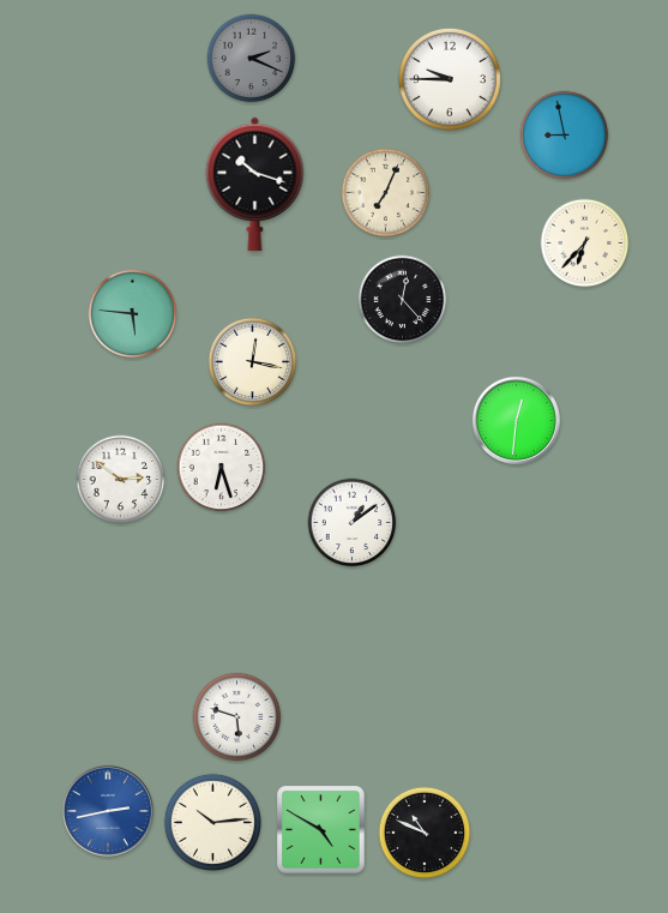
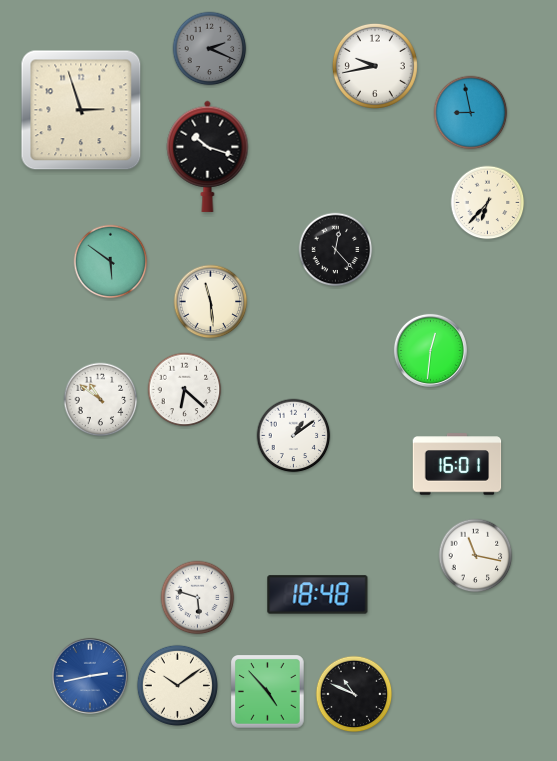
clock at (450, 79): 9:45 -> 9:43
clock at (81, 110): none -> 2:57
clock at (255, 184) position: (255, 184) -> (208, 156)
clock at (386, 193): 7:04 -> none
clock at (133, 314): 5:46 -> 5:51
clock at (253, 362): 12:17 -> 11:29
clock at (222, 468): 6:27 -> 6:22
clock at (121, 480): 2:51 -> 10:51
clock at (457, 464): none -> 16:01
clock at (476, 556): none -> 11:17
clock at (318, 595): none -> 18:48
clock at (212, 822): 10:14 -> 10:09
clock at (321, 830): 4:50 -> 4:53
